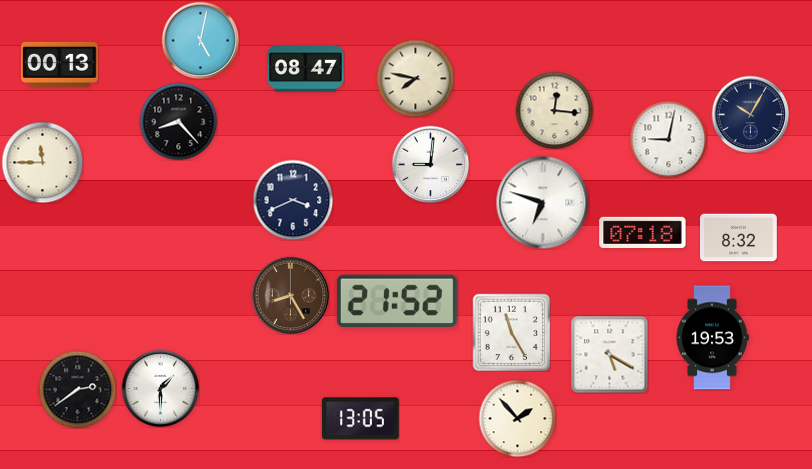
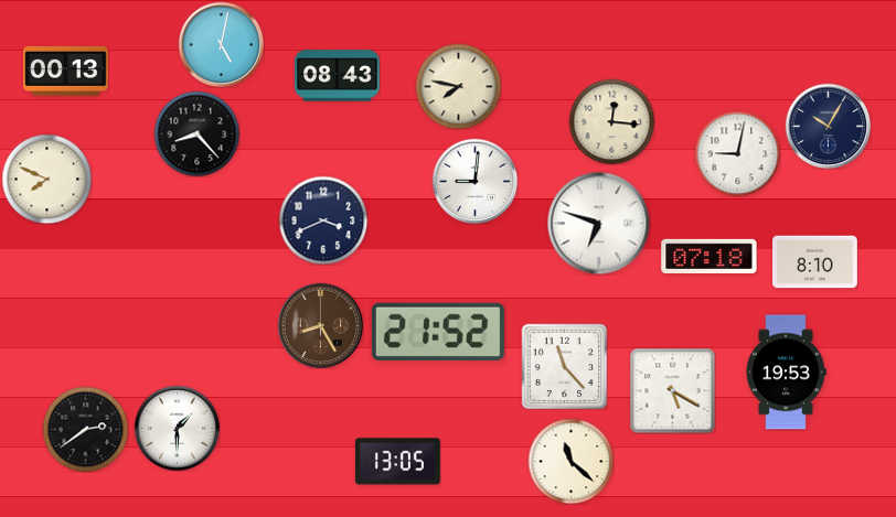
clock at (306, 69): 08:47 -> 08:43
clock at (42, 162): 11:45 -> 7:49
clock at (739, 238): 8:32 -> 8:10
clock at (511, 332): 11:25 -> 11:23
clock at (517, 418): 1:53 -> 11:22
